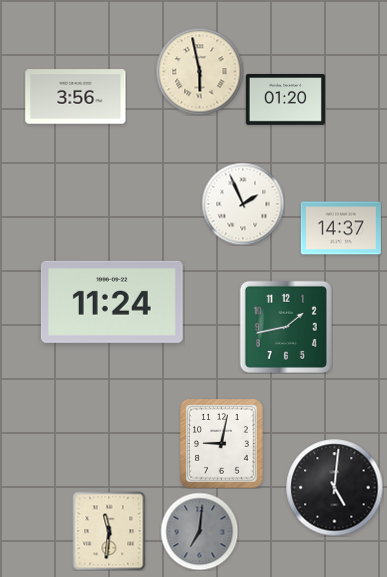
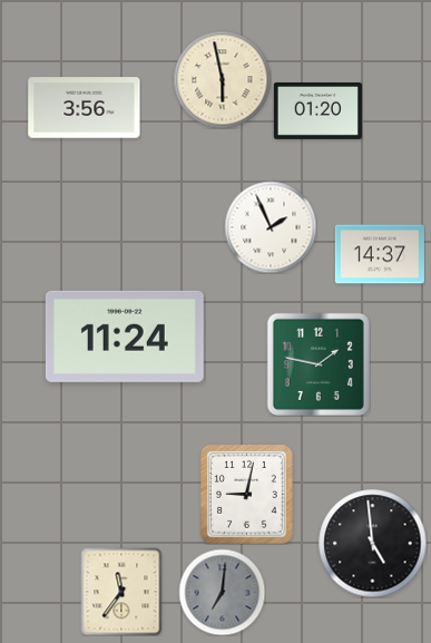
clock at (286, 327): 1:43 -> 1:47
clock at (334, 487): 5:01 -> 4:59
clock at (109, 531): 11:31 -> 11:36
